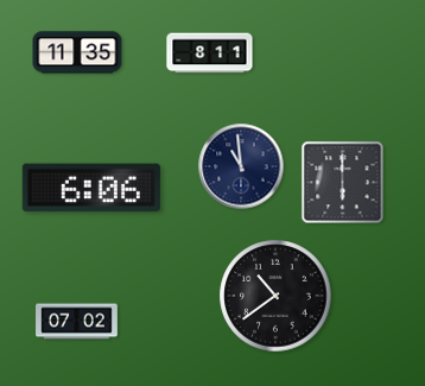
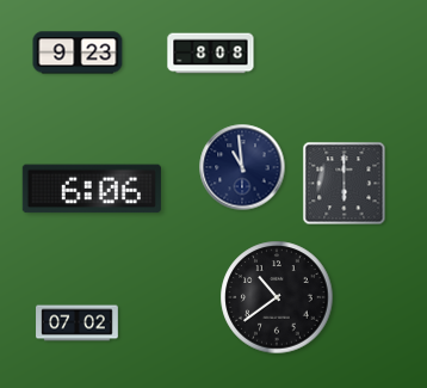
clock at (77, 52): 11:35 -> 9:23
clock at (210, 53): 8:11 -> 8:08
